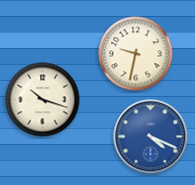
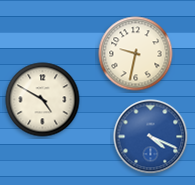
clock at (43, 100): 10:18 -> 4:50
